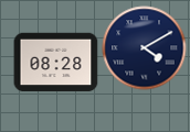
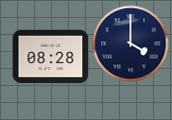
clock at (145, 48): 4:10 -> 4:00
